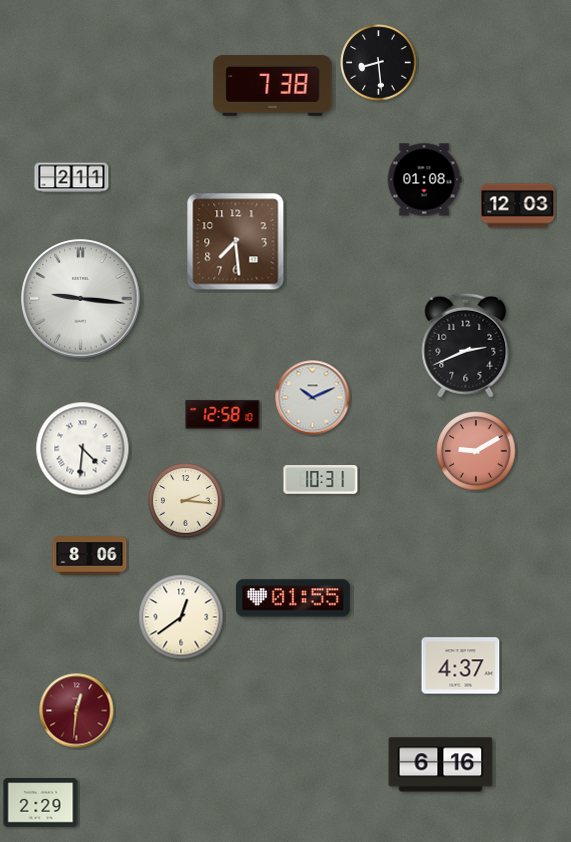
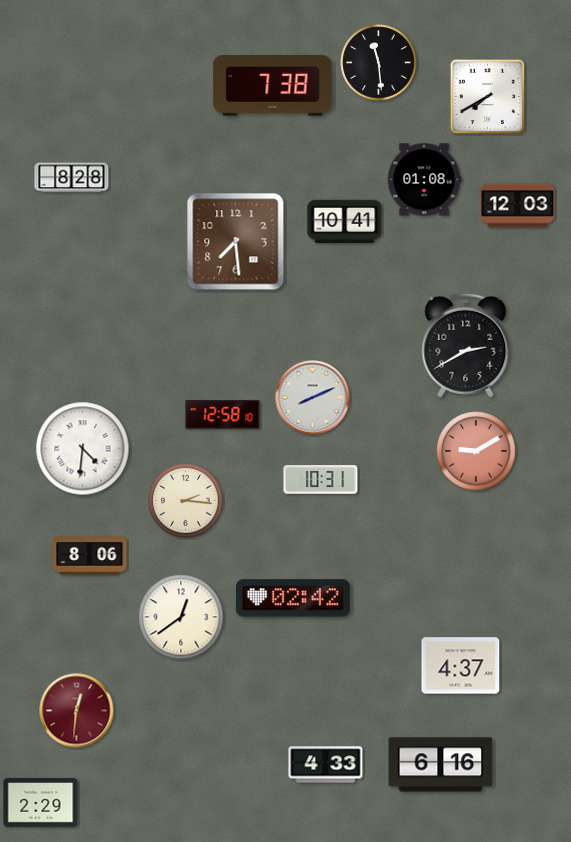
clock at (379, 63): 8:29 -> 11:29
clock at (488, 97): none -> 7:40
clock at (72, 178): 2:11 -> 8:28
clock at (345, 222): none -> 10:41
clock at (81, 299): 9:16 -> none
clock at (466, 345): 2:41 -> 2:40
clock at (313, 398): 10:11 -> 8:11
clock at (293, 598): 01:55 -> 02:42
clock at (326, 765): none -> 4:33
